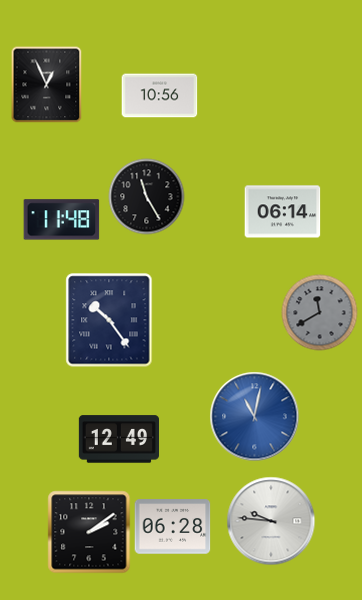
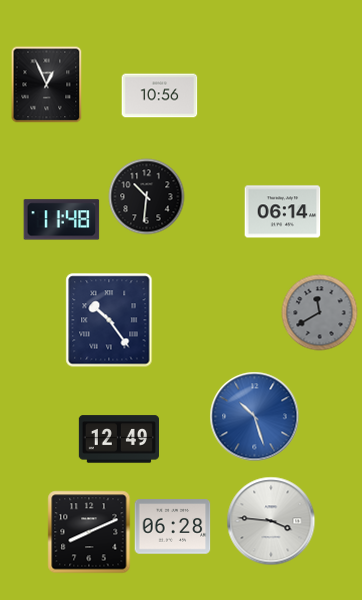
clock at (147, 197): 11:25 -> 10:31
clock at (255, 417): 11:02 -> 10:27
clock at (271, 521): 9:46 -> 3:46
clock at (89, 532): 2:09 -> 8:11
